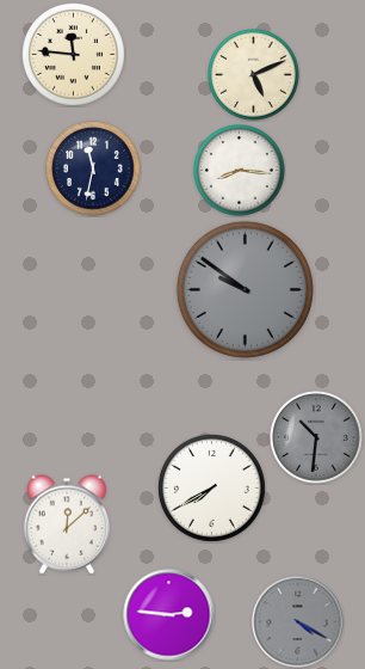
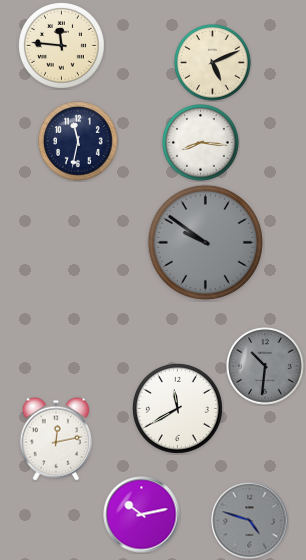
clock at (211, 487): 7:40 -> 11:40
clock at (67, 524): 12:08 -> 12:13
clock at (169, 615): 2:46 -> 10:13
clock at (298, 622): 4:20 -> 4:48
